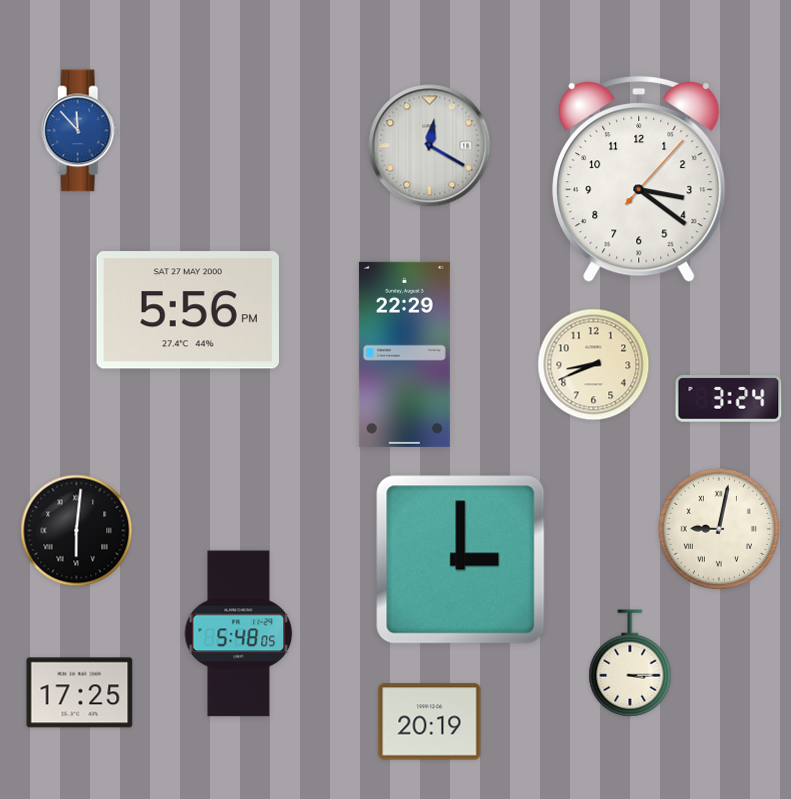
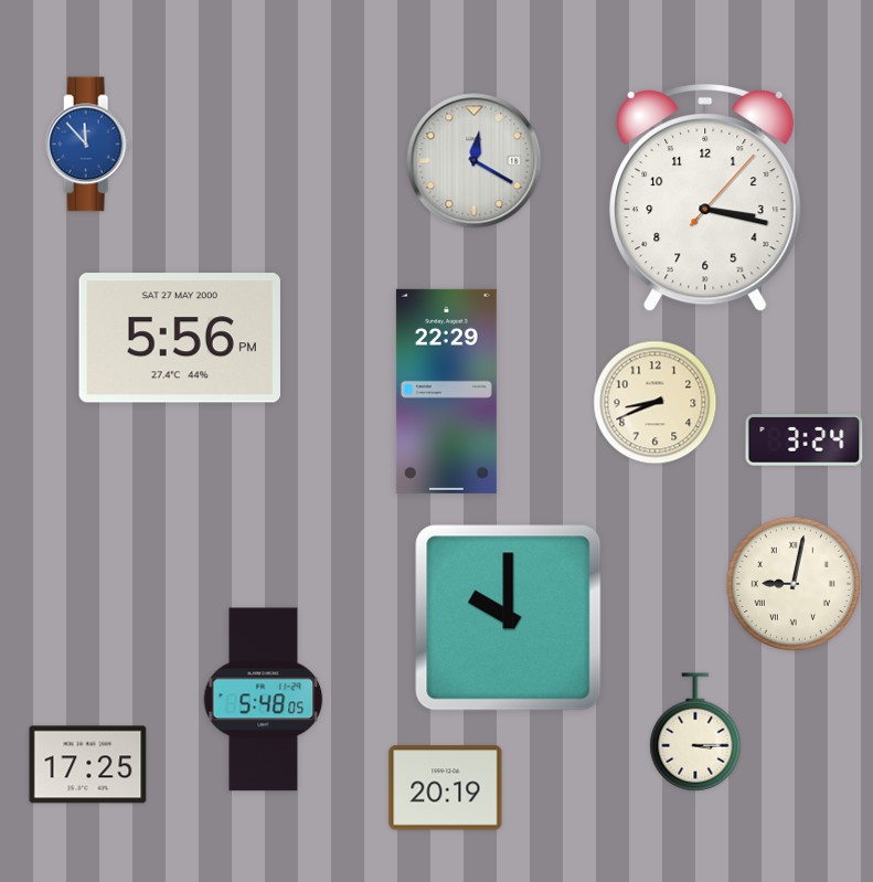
clock at (639, 179): 3:21 -> 3:17
clock at (188, 310) position: (188, 310) -> (180, 338)
clock at (77, 531): 6:01 -> none
clock at (461, 560): 3:00 -> 10:00
clock at (430, 722) position: (430, 722) -> (446, 788)
